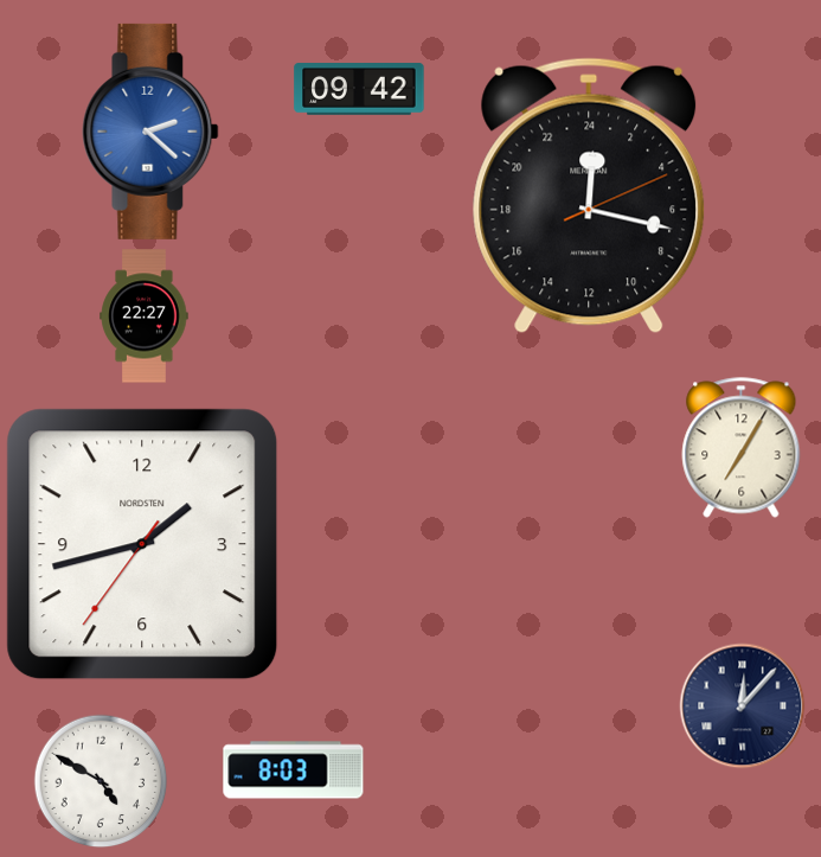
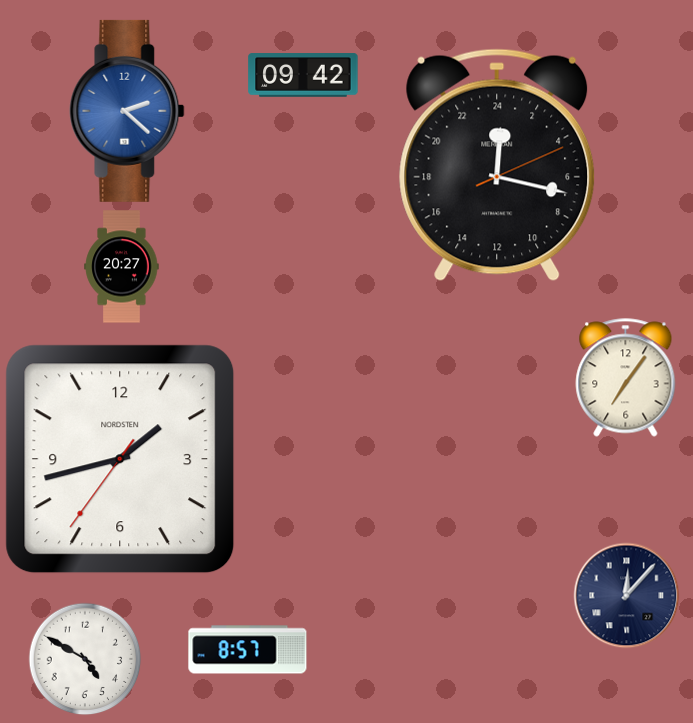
clock at (145, 316): 22:27 -> 20:27
clock at (742, 448): 7:05 -> 7:06
clock at (294, 770): 8:03 -> 8:57
